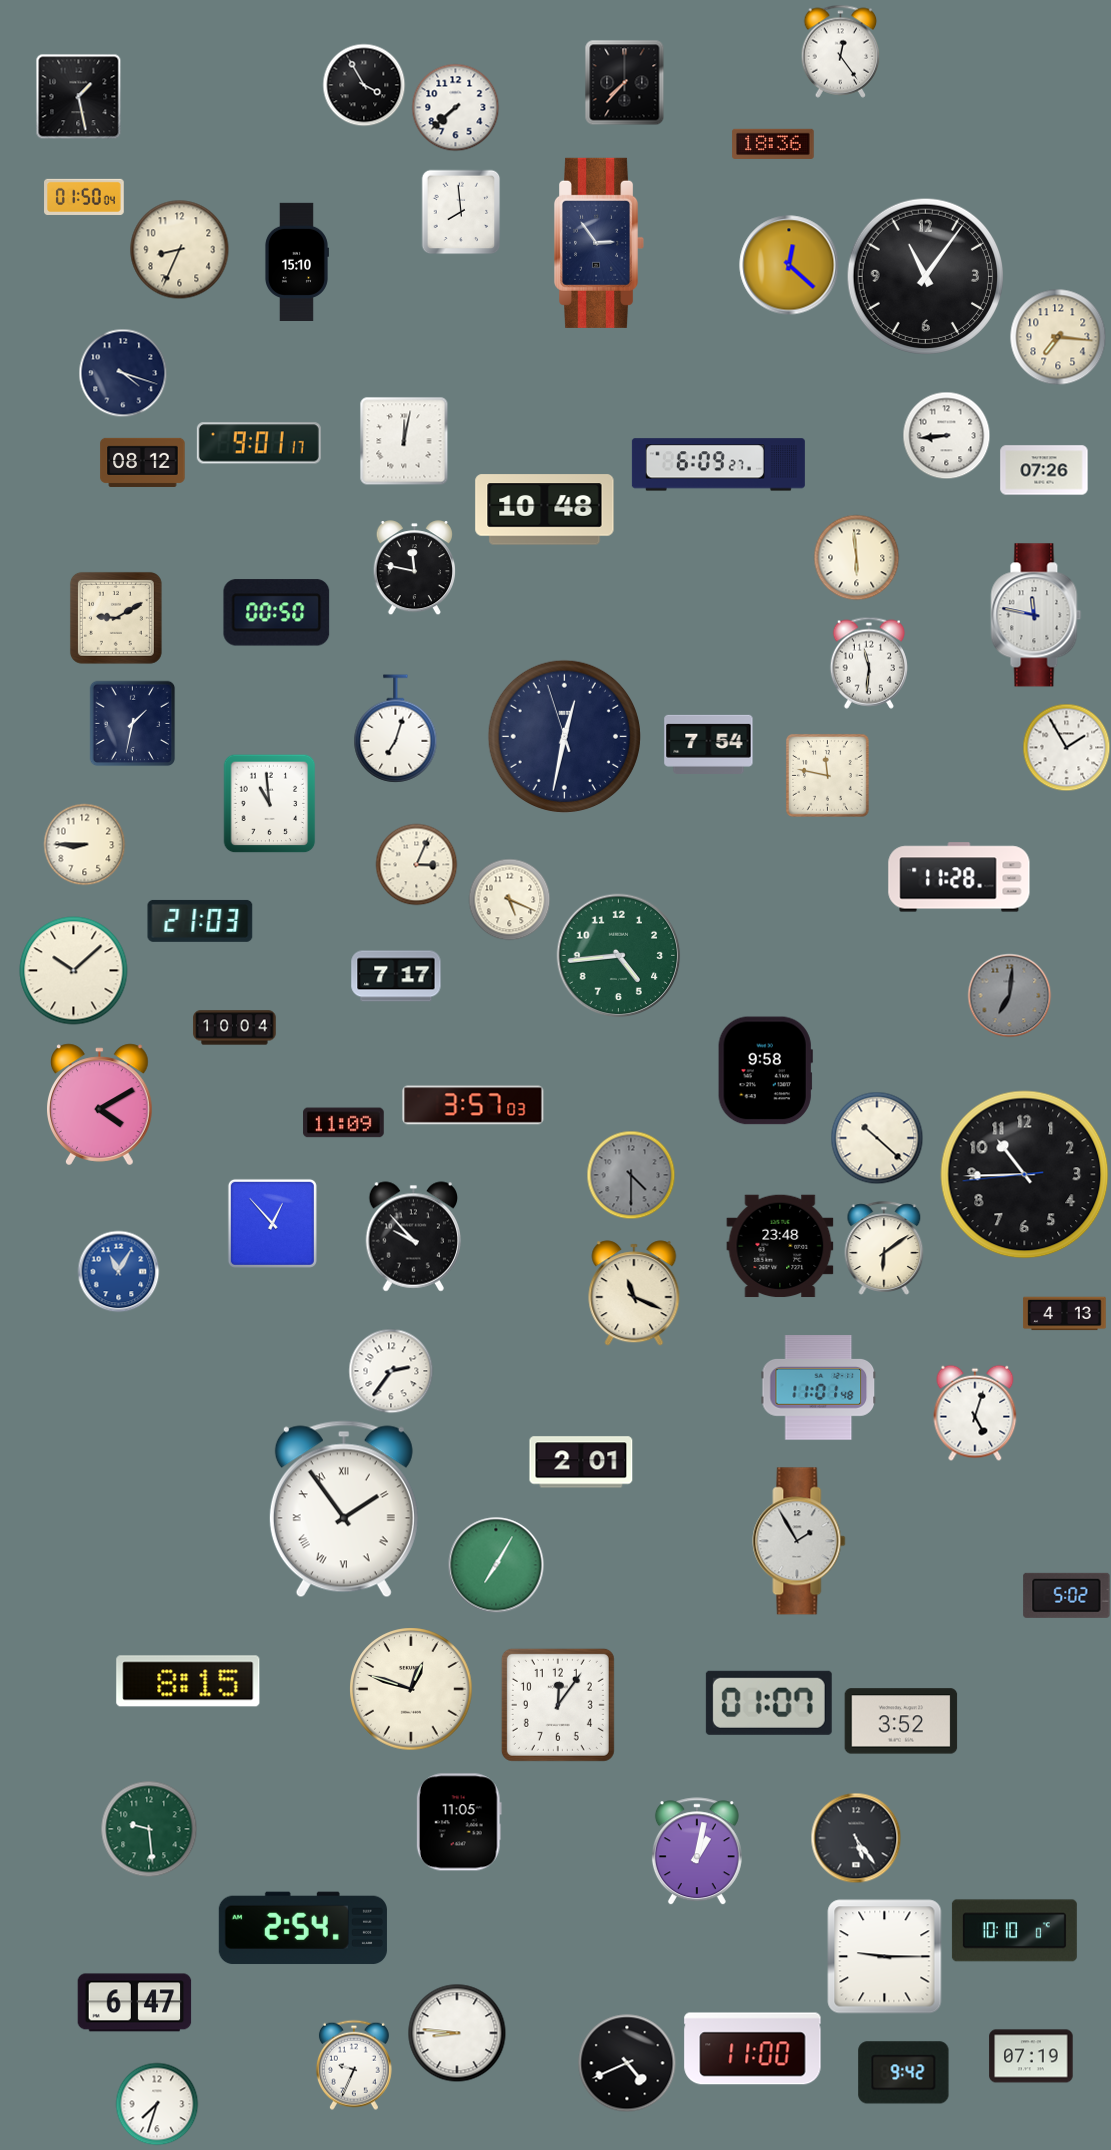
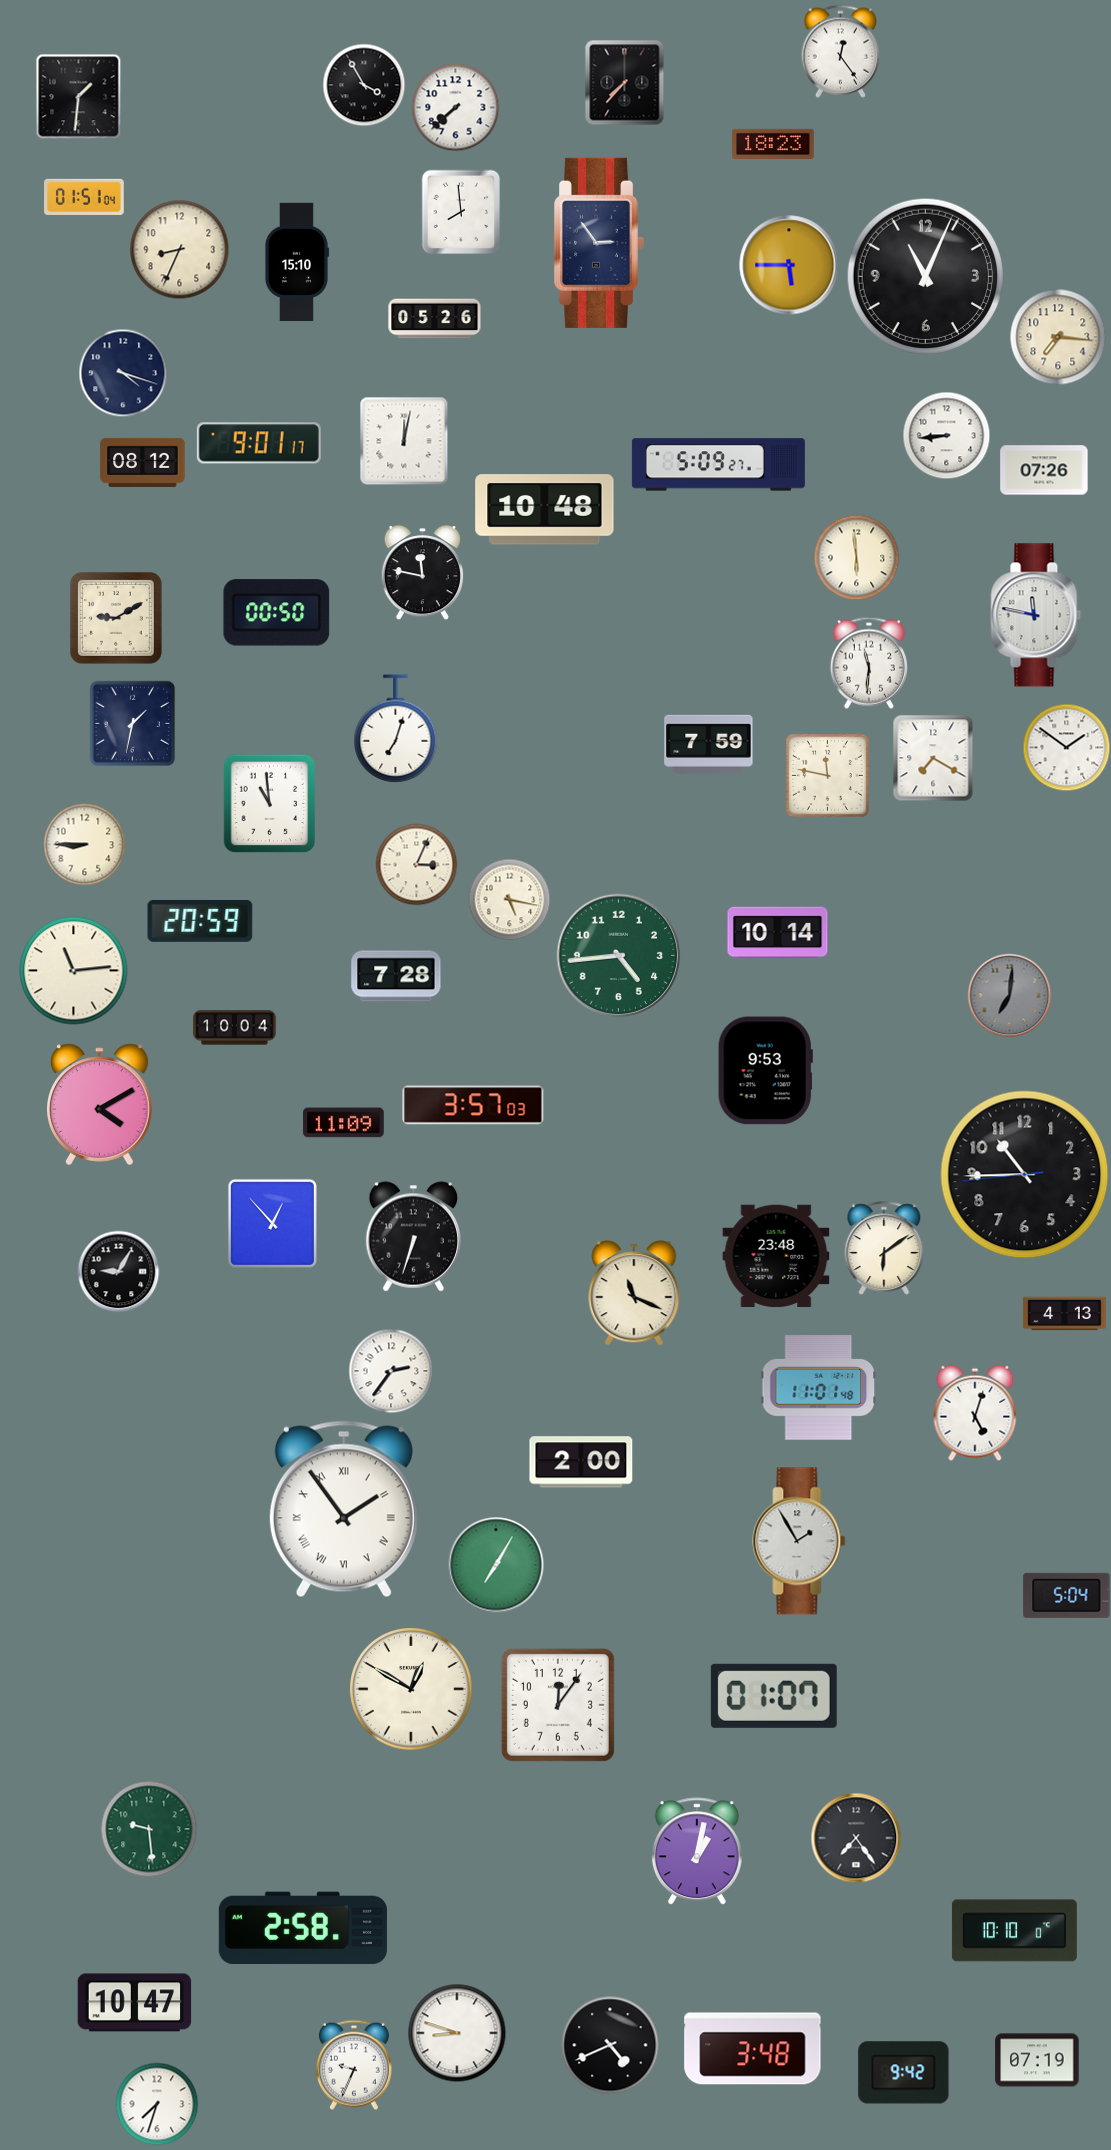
clock at (78, 96): 1:28 -> 1:31
clock at (773, 144): 18:36 -> 18:23
clock at (84, 197): 01:50 -> 01:51
clock at (789, 265): 12:22 -> 5:45
clock at (925, 276): 11:06 -> 11:04
clock at (435, 319): none -> 05:26
clock at (718, 465): 6:09 -> 5:09
clock at (414, 568) position: (414, 568) -> (422, 573)
clock at (564, 736): 12:31 -> none
clock at (709, 744): 7:54 -> 7:59
clock at (1066, 747): 1:55 -> 1:51
clock at (933, 758): none -> 7:20
clock at (959, 877): 11:28 -> none
clock at (509, 899): 5:19 -> 5:17
clock at (200, 921): 21:03 -> 20:59
clock at (778, 933): none -> 10:14
clock at (74, 971): 10:08 -> 11:14
clock at (396, 976): 7:17 -> 7:28
clock at (765, 1071): 9:58 -> 9:53
clock at (877, 1138): 10:22 -> none
clock at (631, 1175): 4:30 -> none
clock at (413, 1237): 9:53 -> 6:33
clock at (780, 1246) position: (780, 1246) -> (776, 1256)
clock at (118, 1271): 11:05 -> 9:05
clock at (118, 1271) dial: blue -> black
clock at (581, 1462): 2:01 -> 2:00
clock at (1067, 1595): 5:02 -> 5:04
clock at (188, 1681): 8:15 -> none
clock at (411, 1689): 12:48 -> 12:50
clock at (769, 1703) position: (769, 1703) -> (774, 1696)
clock at (901, 1721): 3:52 -> none
clock at (459, 1822): 11:05 -> none
clock at (856, 1838): 5:24 -> 7:24
clock at (303, 1928): 2:54 -> 2:58
clock at (885, 1957): 9:15 -> none
clock at (135, 2003): 6:47 -> 10:47
clock at (457, 2033): 8:46 -> 8:48
clock at (753, 2049): 11:00 -> 3:48
clock at (1031, 2056) position: (1031, 2056) -> (1037, 2060)
clock at (627, 2063) position: (627, 2063) -> (610, 2045)
